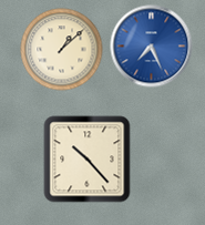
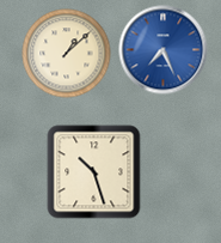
clock at (88, 160): 10:23 -> 10:27
